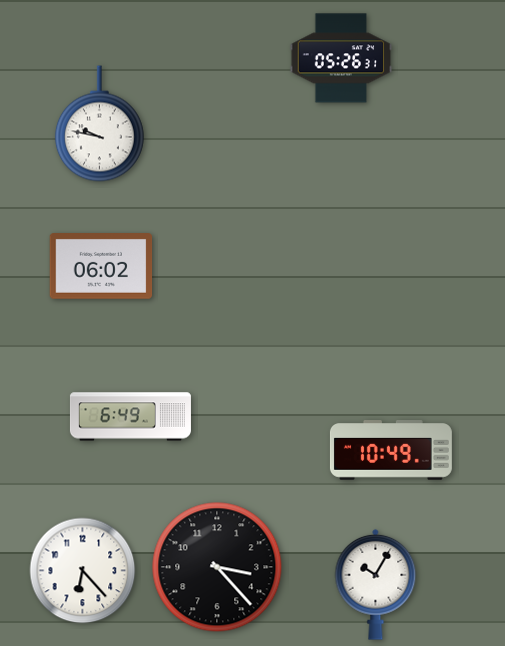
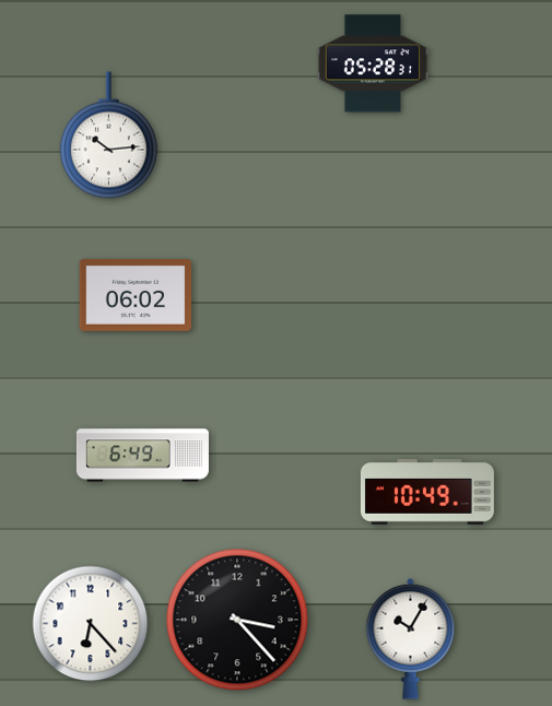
clock at (341, 58): 05:26 -> 05:28
clock at (99, 124): 9:47 -> 10:14
clock at (101, 267) position: (101, 267) -> (136, 296)
